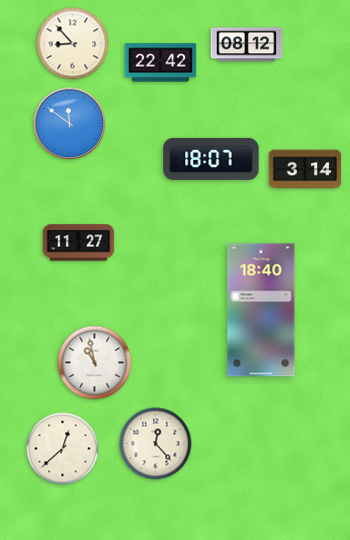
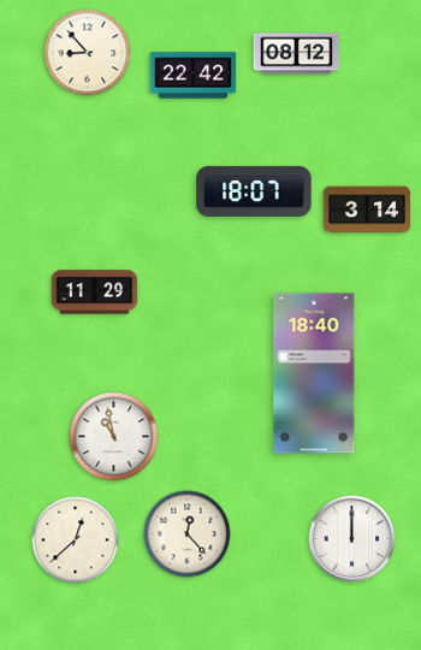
clock at (70, 124): 11:51 -> none
clock at (305, 169) position: (305, 169) -> (367, 209)
clock at (79, 243): 11:27 -> 11:29
clock at (352, 539): none -> 12:00
